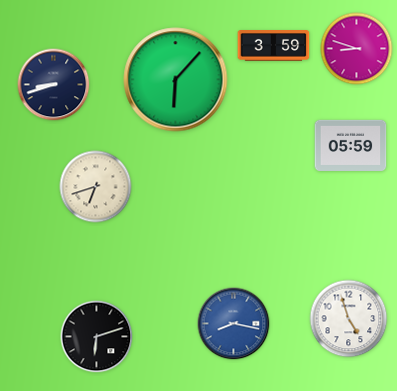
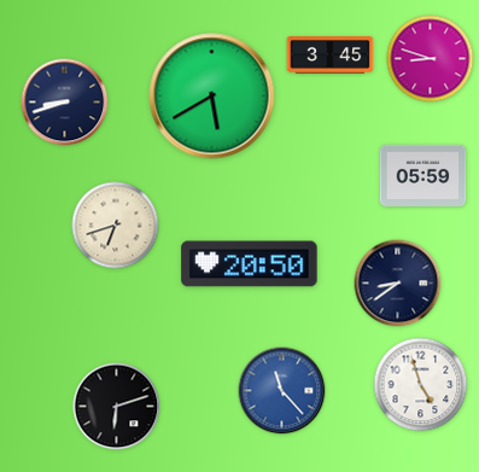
clock at (274, 46): 3:59 -> 3:45
clock at (176, 80): 6:07 -> 5:40
clock at (250, 264): none -> 20:50
clock at (398, 284): none -> 8:39
clock at (234, 324): 8:17 -> 11:23
